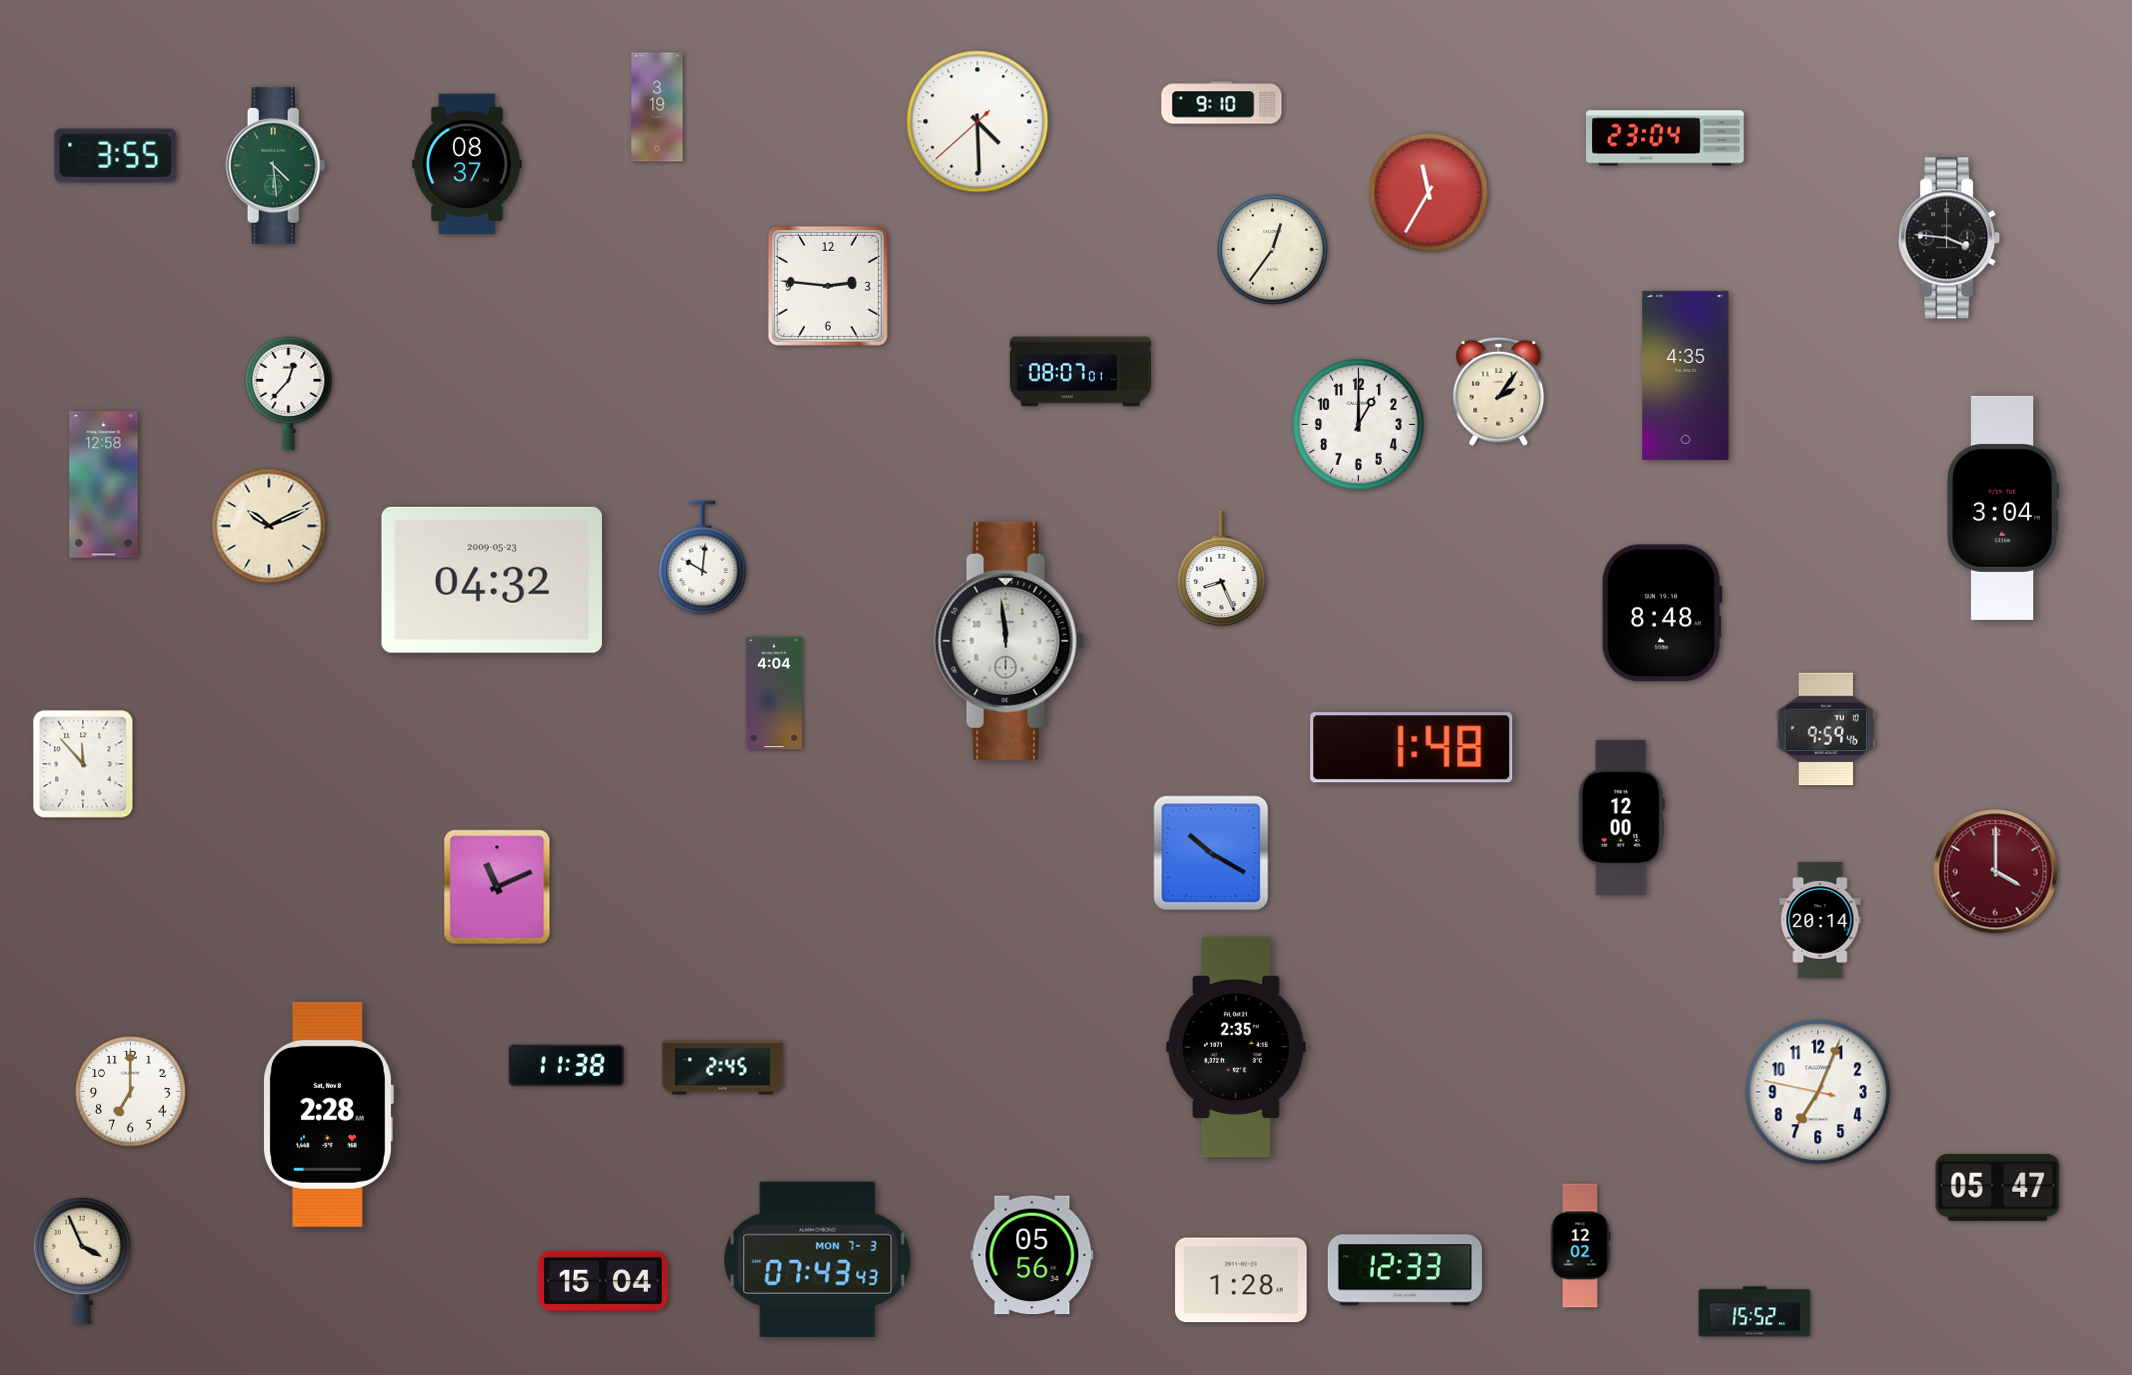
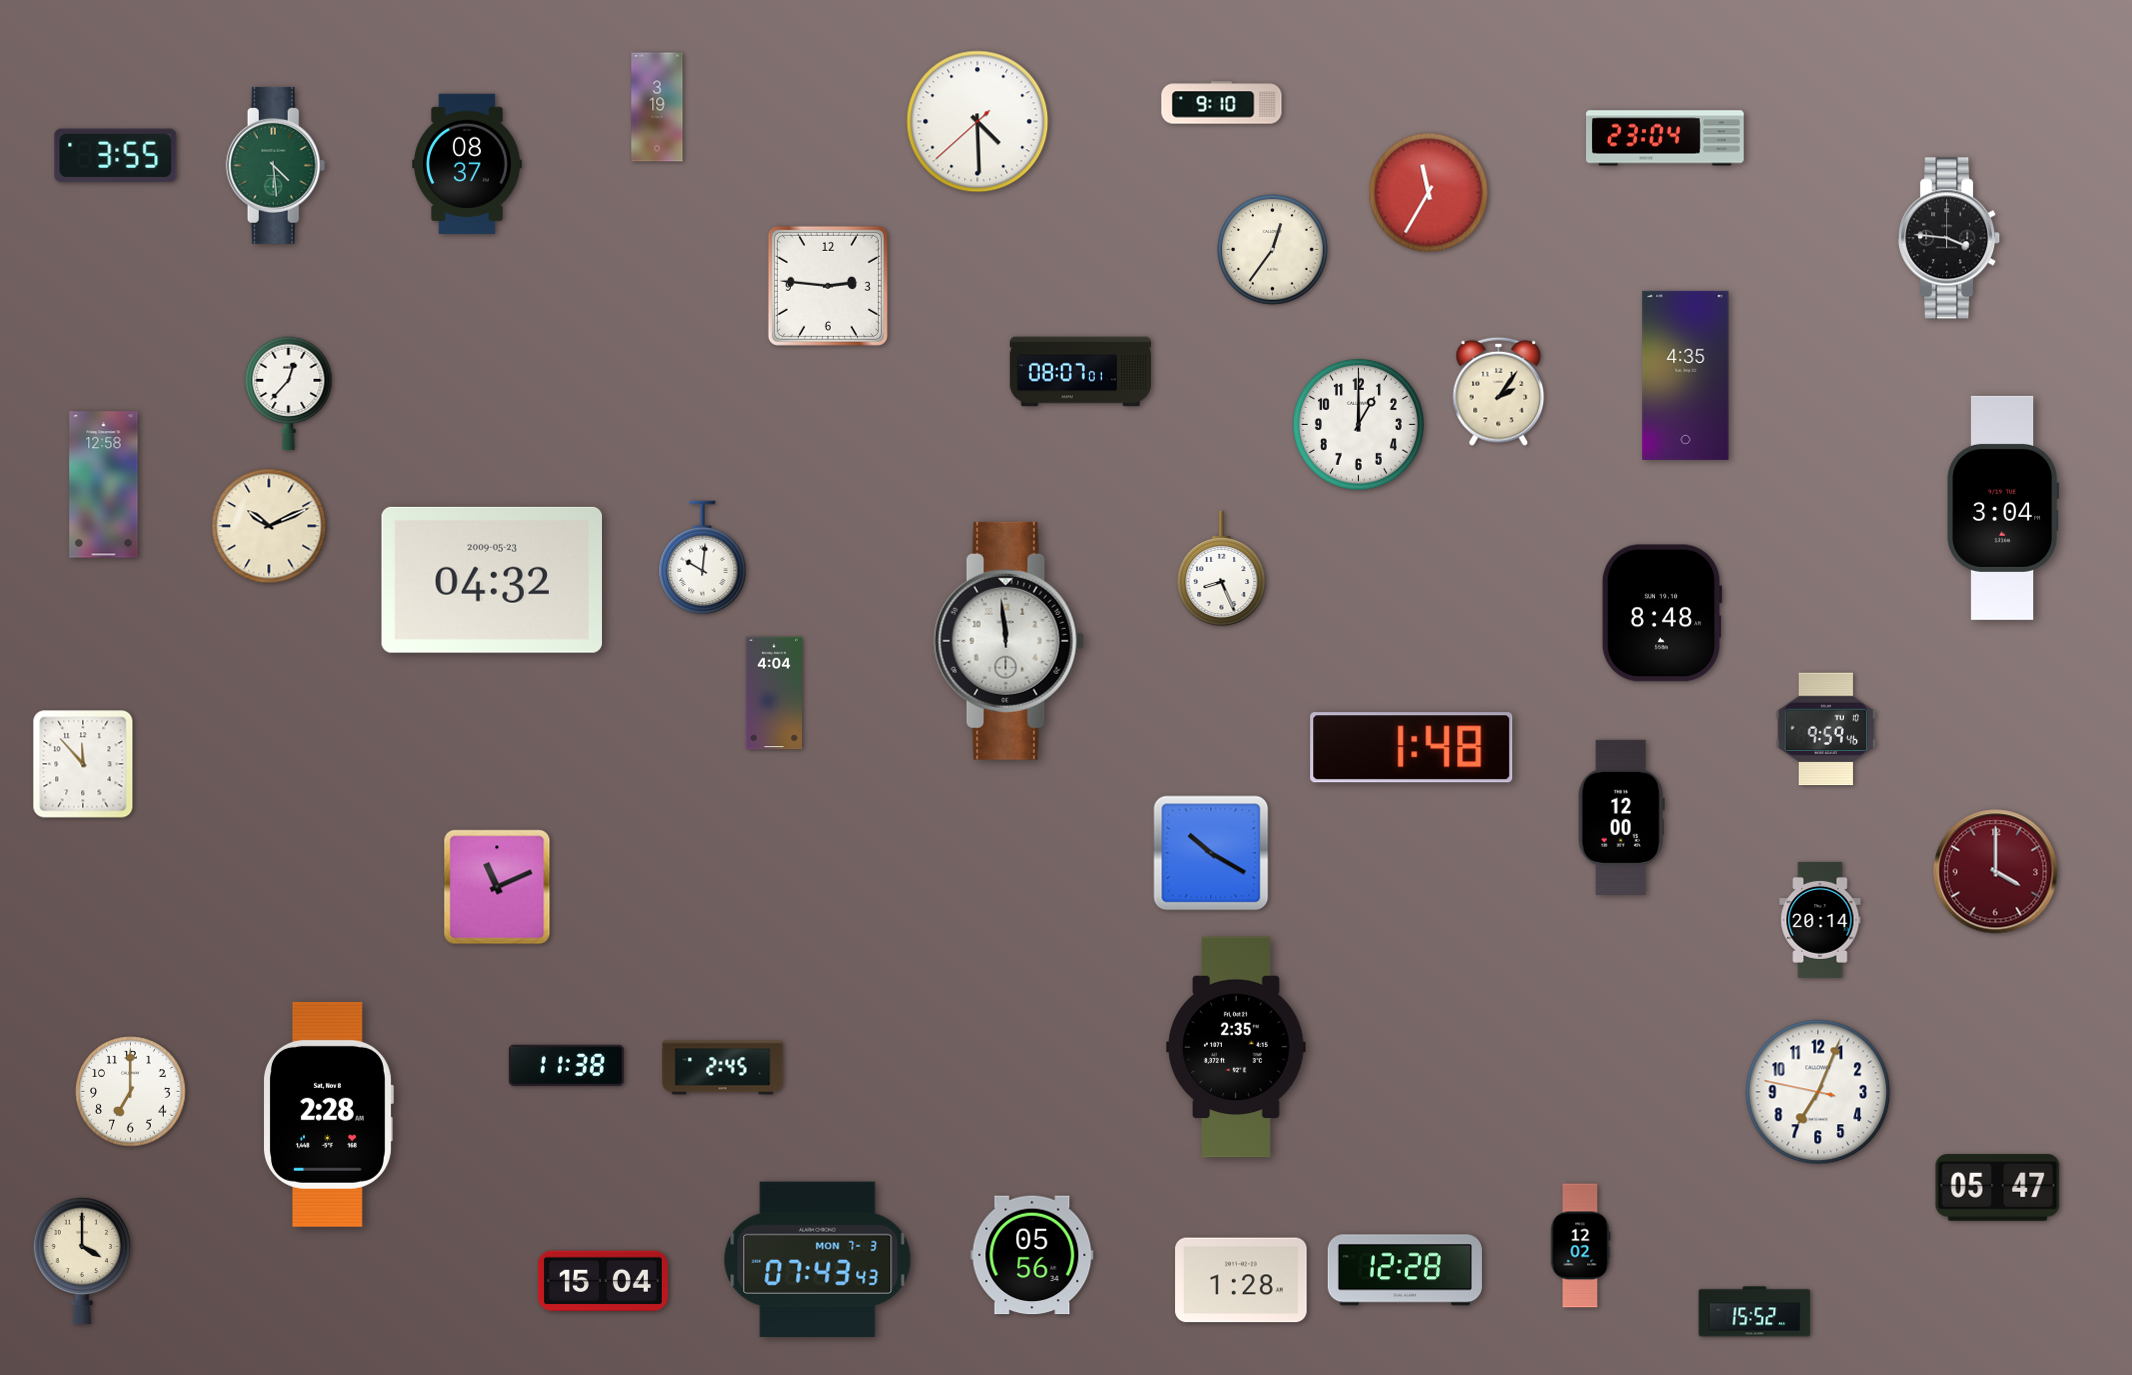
clock at (82, 1261): 3:56 -> 4:00
clock at (1405, 1270): 12:33 -> 12:28
